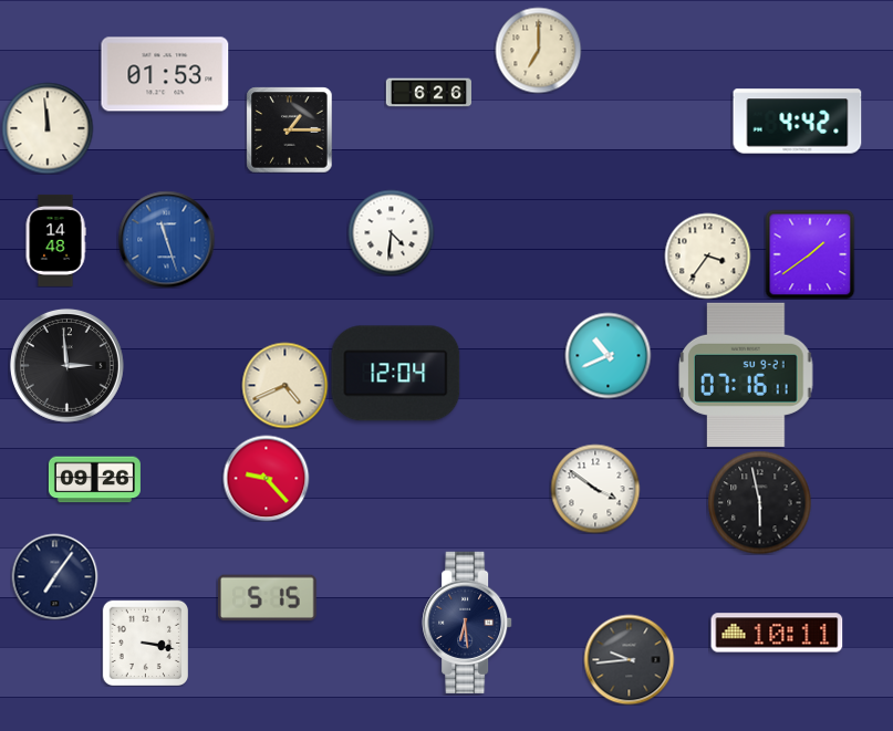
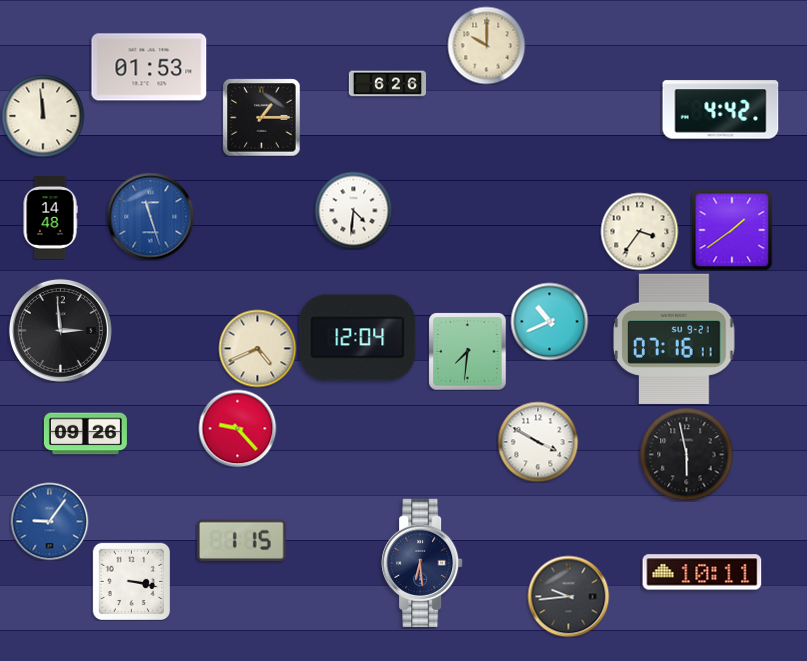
clock at (538, 50): 7:00 -> 10:00
clock at (467, 351): none -> 7:31
clock at (266, 478) position: (266, 478) -> (237, 428)
clock at (595, 489): 3:51 -> 3:50
clock at (54, 576): 7:06 -> 9:06
clock at (54, 576) dial: navy -> blue
clock at (268, 598): 5:15 -> 1:15
